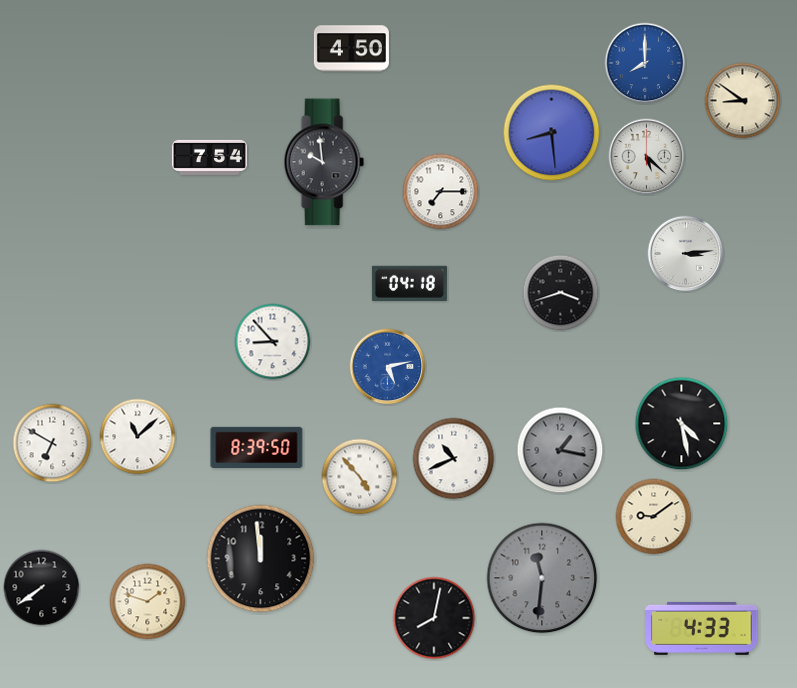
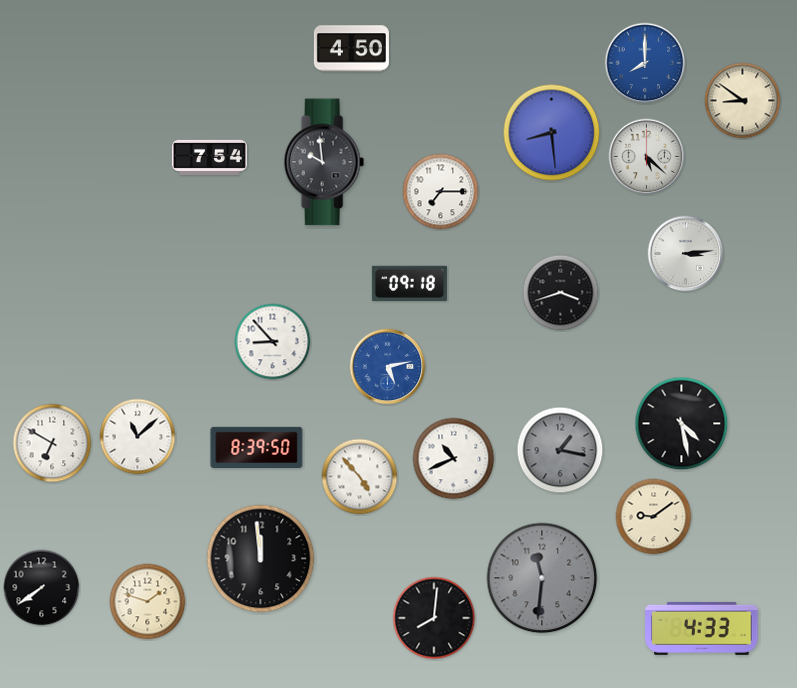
clock at (409, 283): 04:18 -> 09:18
clock at (434, 618): 8:02 -> 8:01
